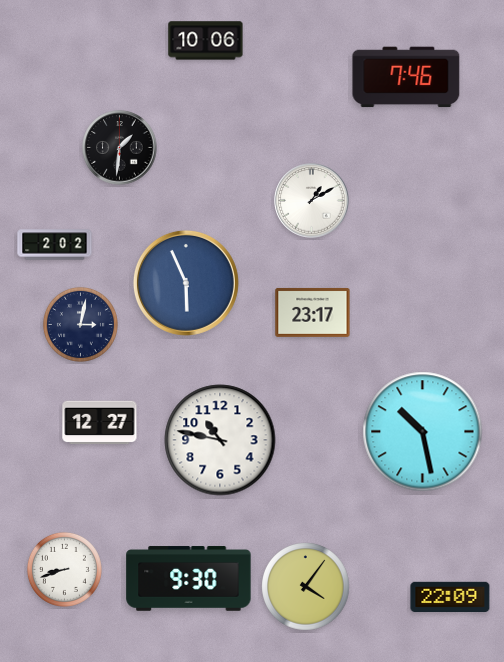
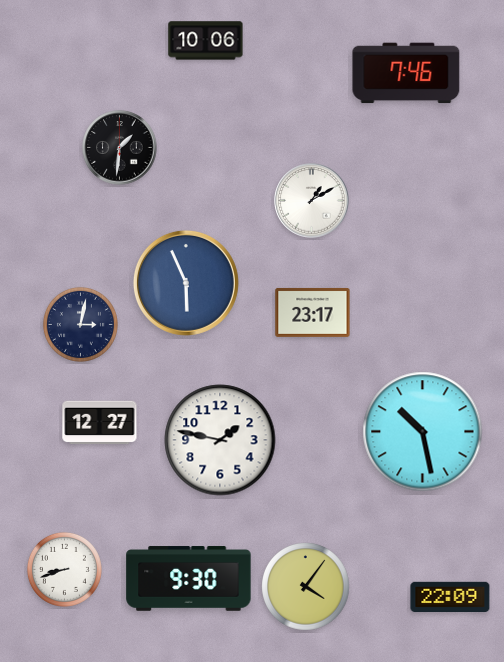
clock at (406, 77) position: (406, 77) -> (406, 73)
clock at (55, 245): 2:02 -> none
clock at (220, 440): 10:47 -> 1:47
